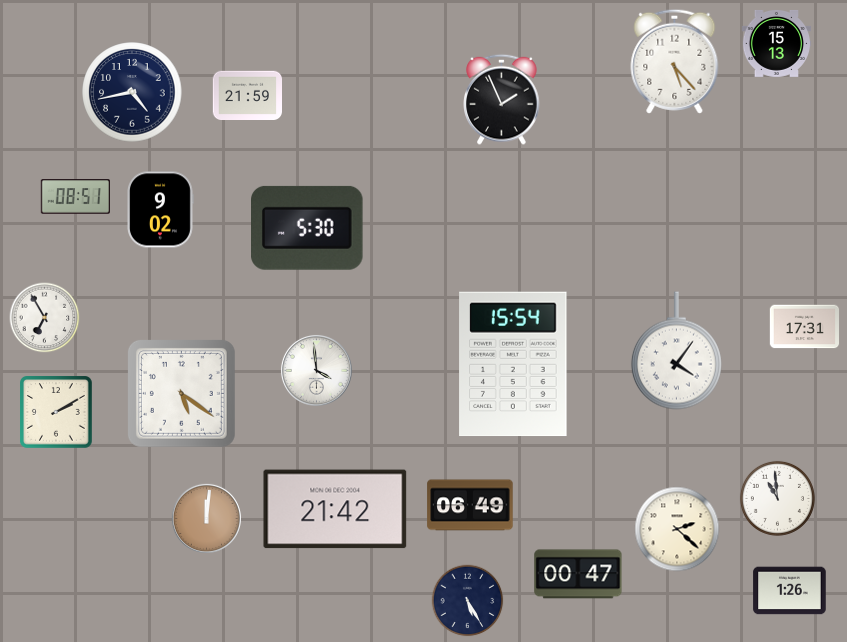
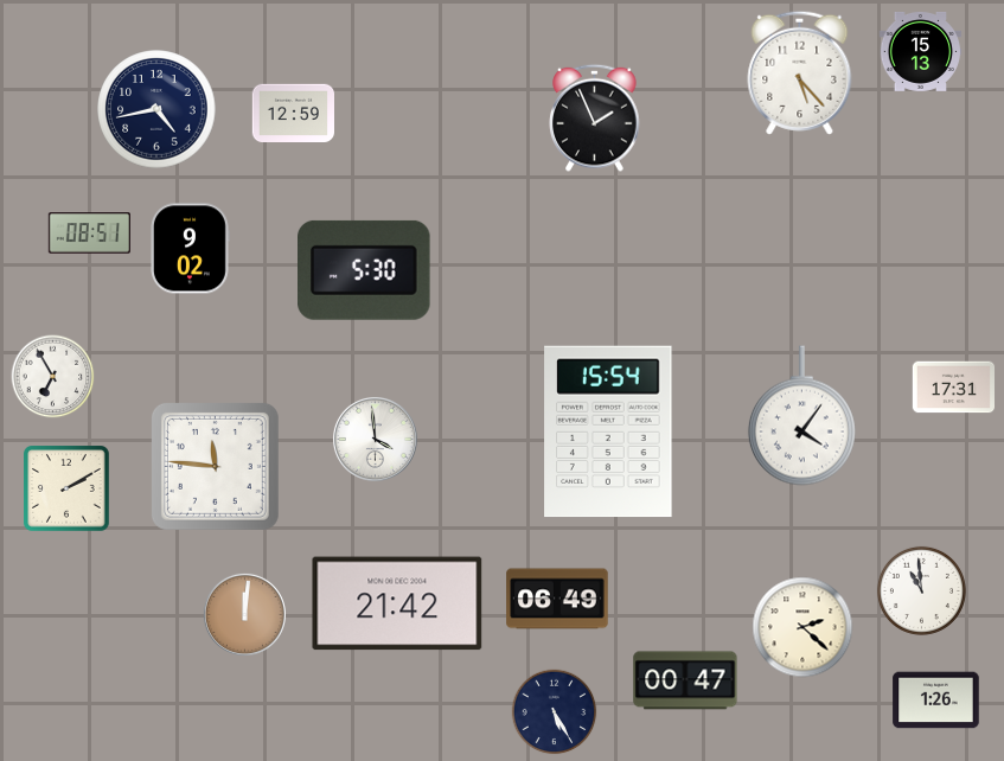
clock at (247, 95): 21:59 -> 12:59
clock at (181, 393): 5:21 -> 11:46
